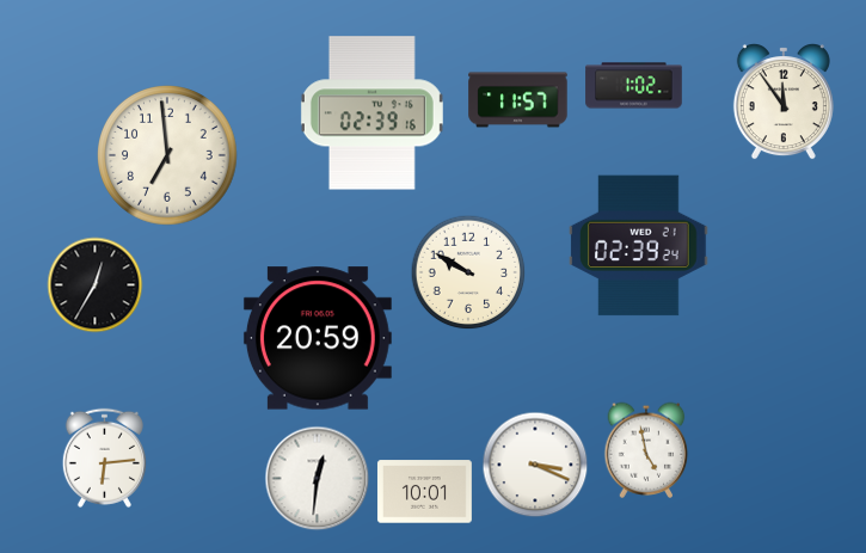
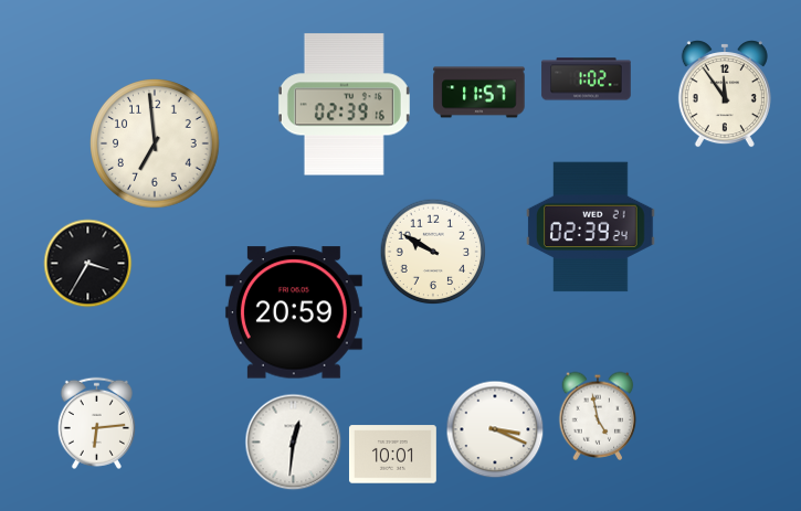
clock at (96, 285): 12:35 -> 3:35
